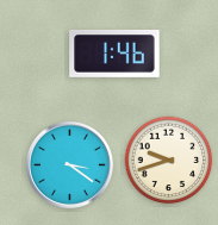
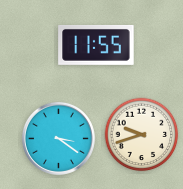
clock at (114, 54): 1:46 -> 11:55
